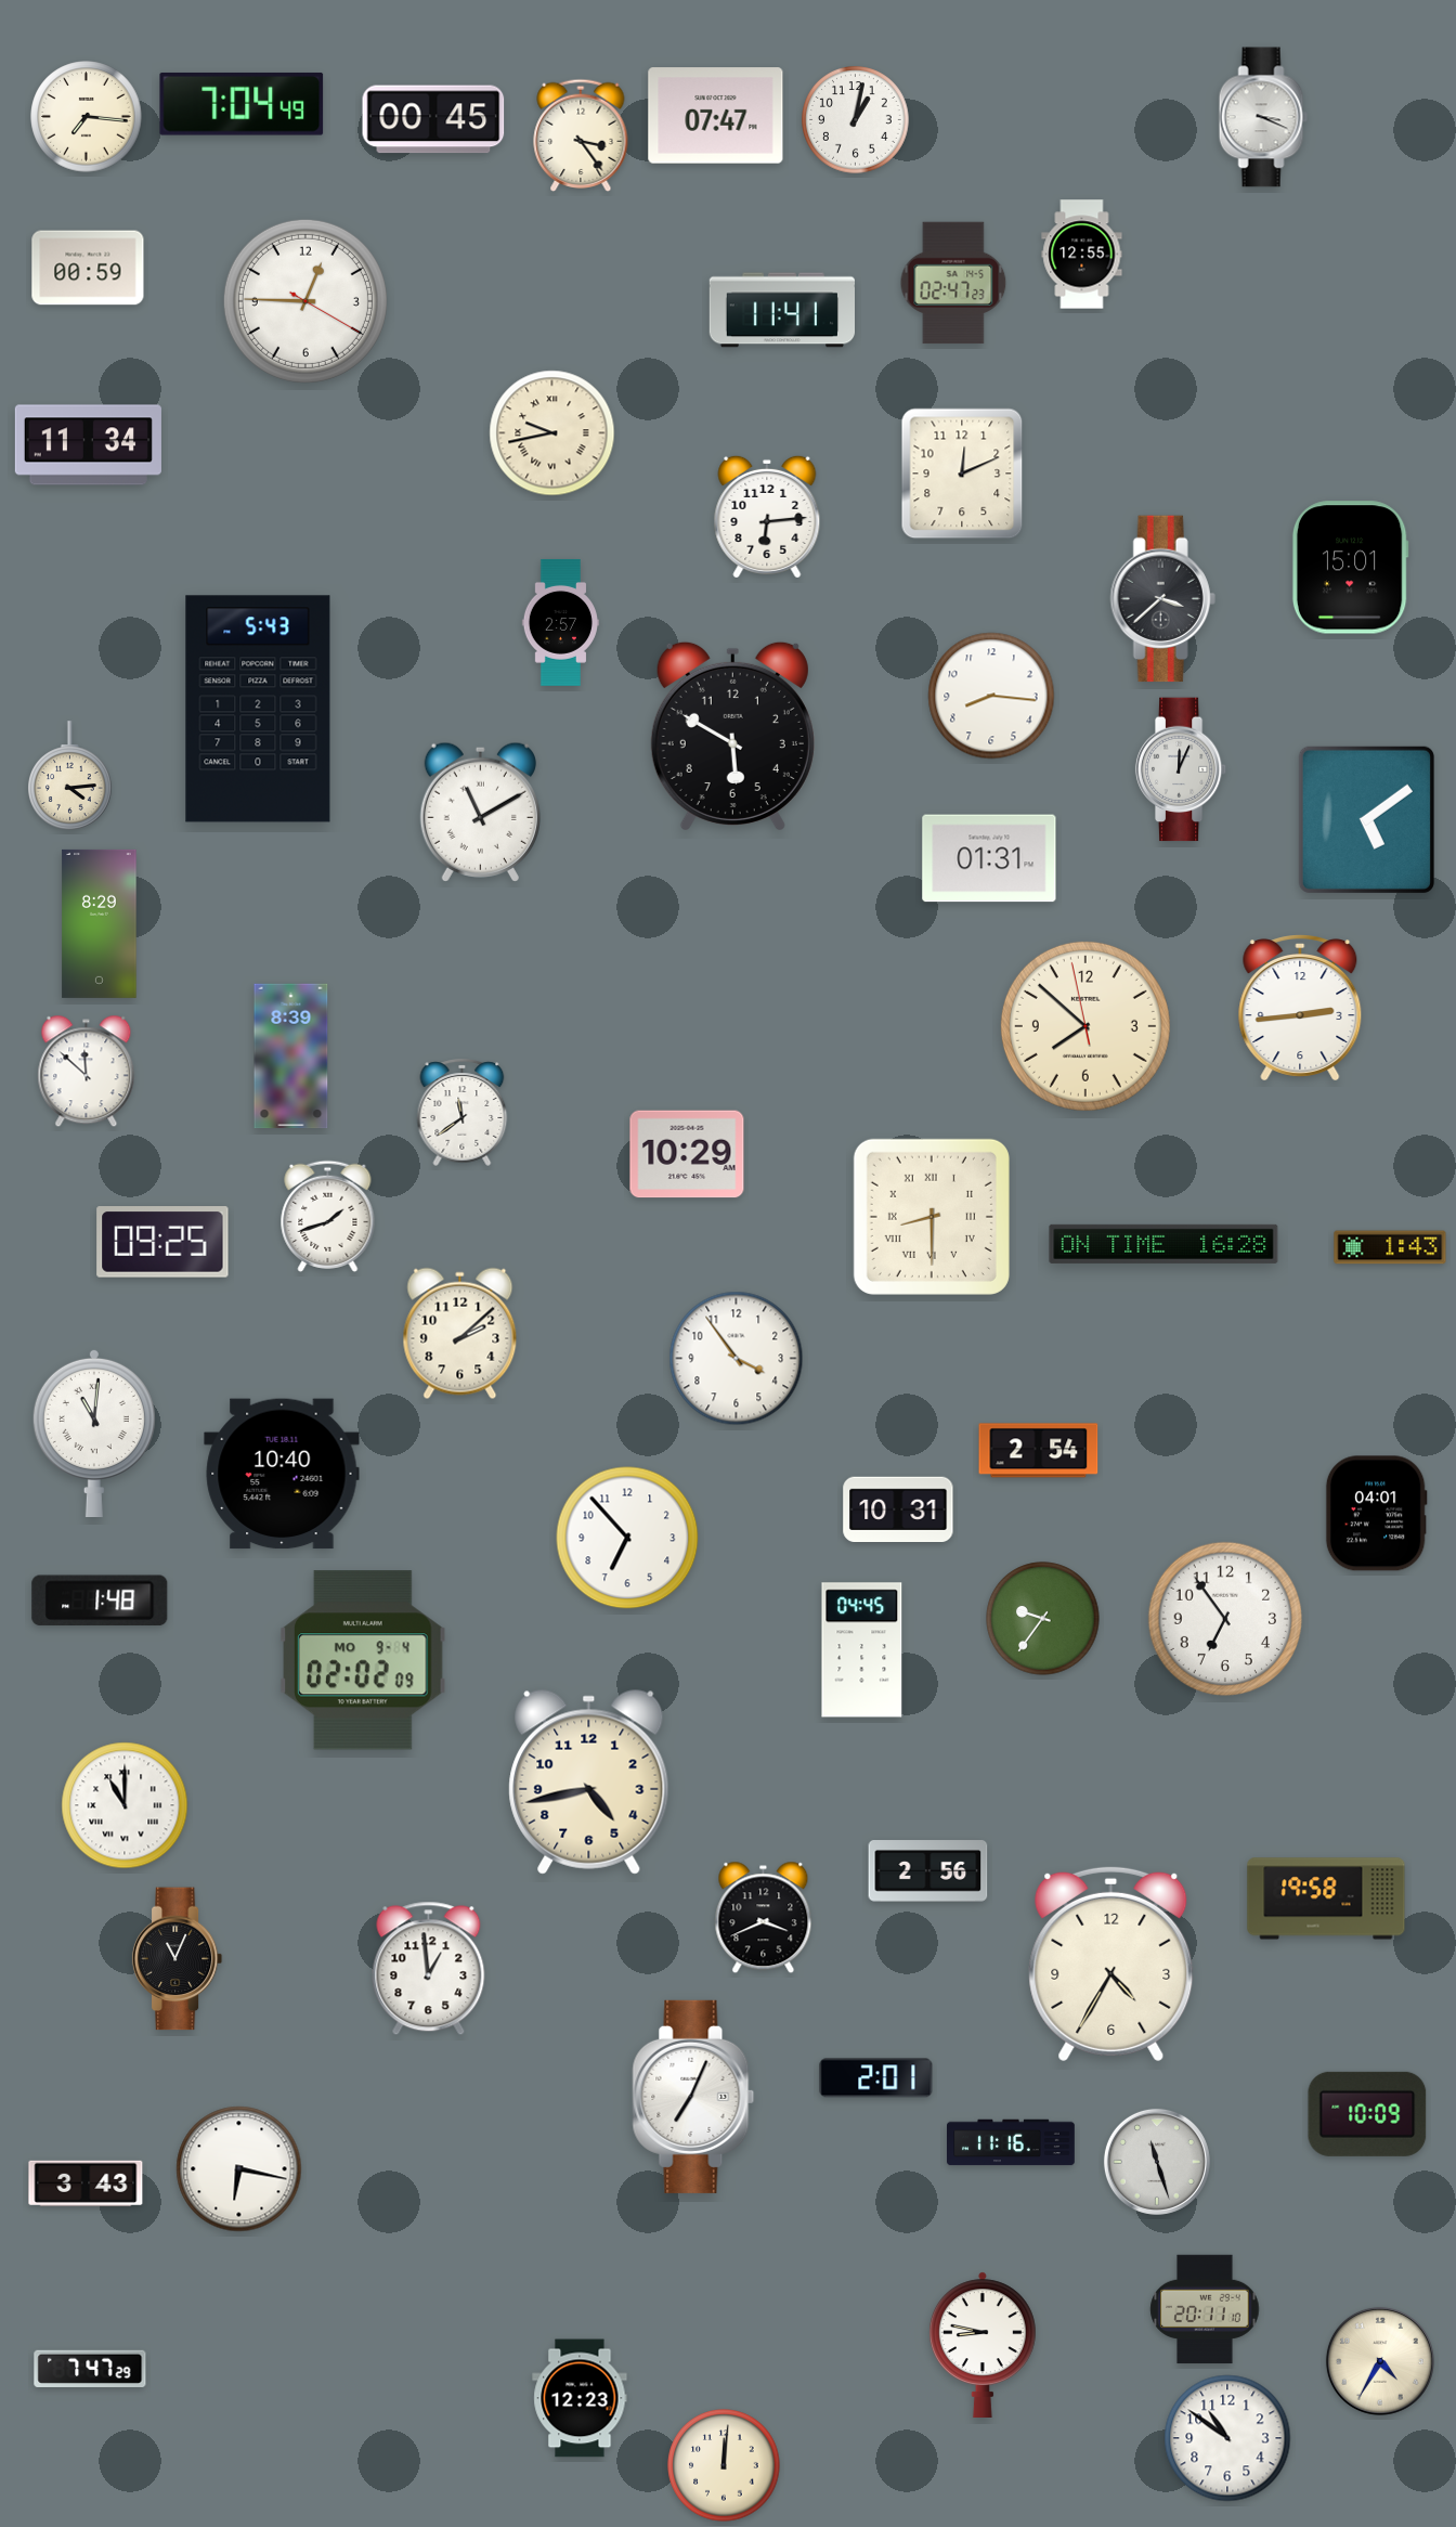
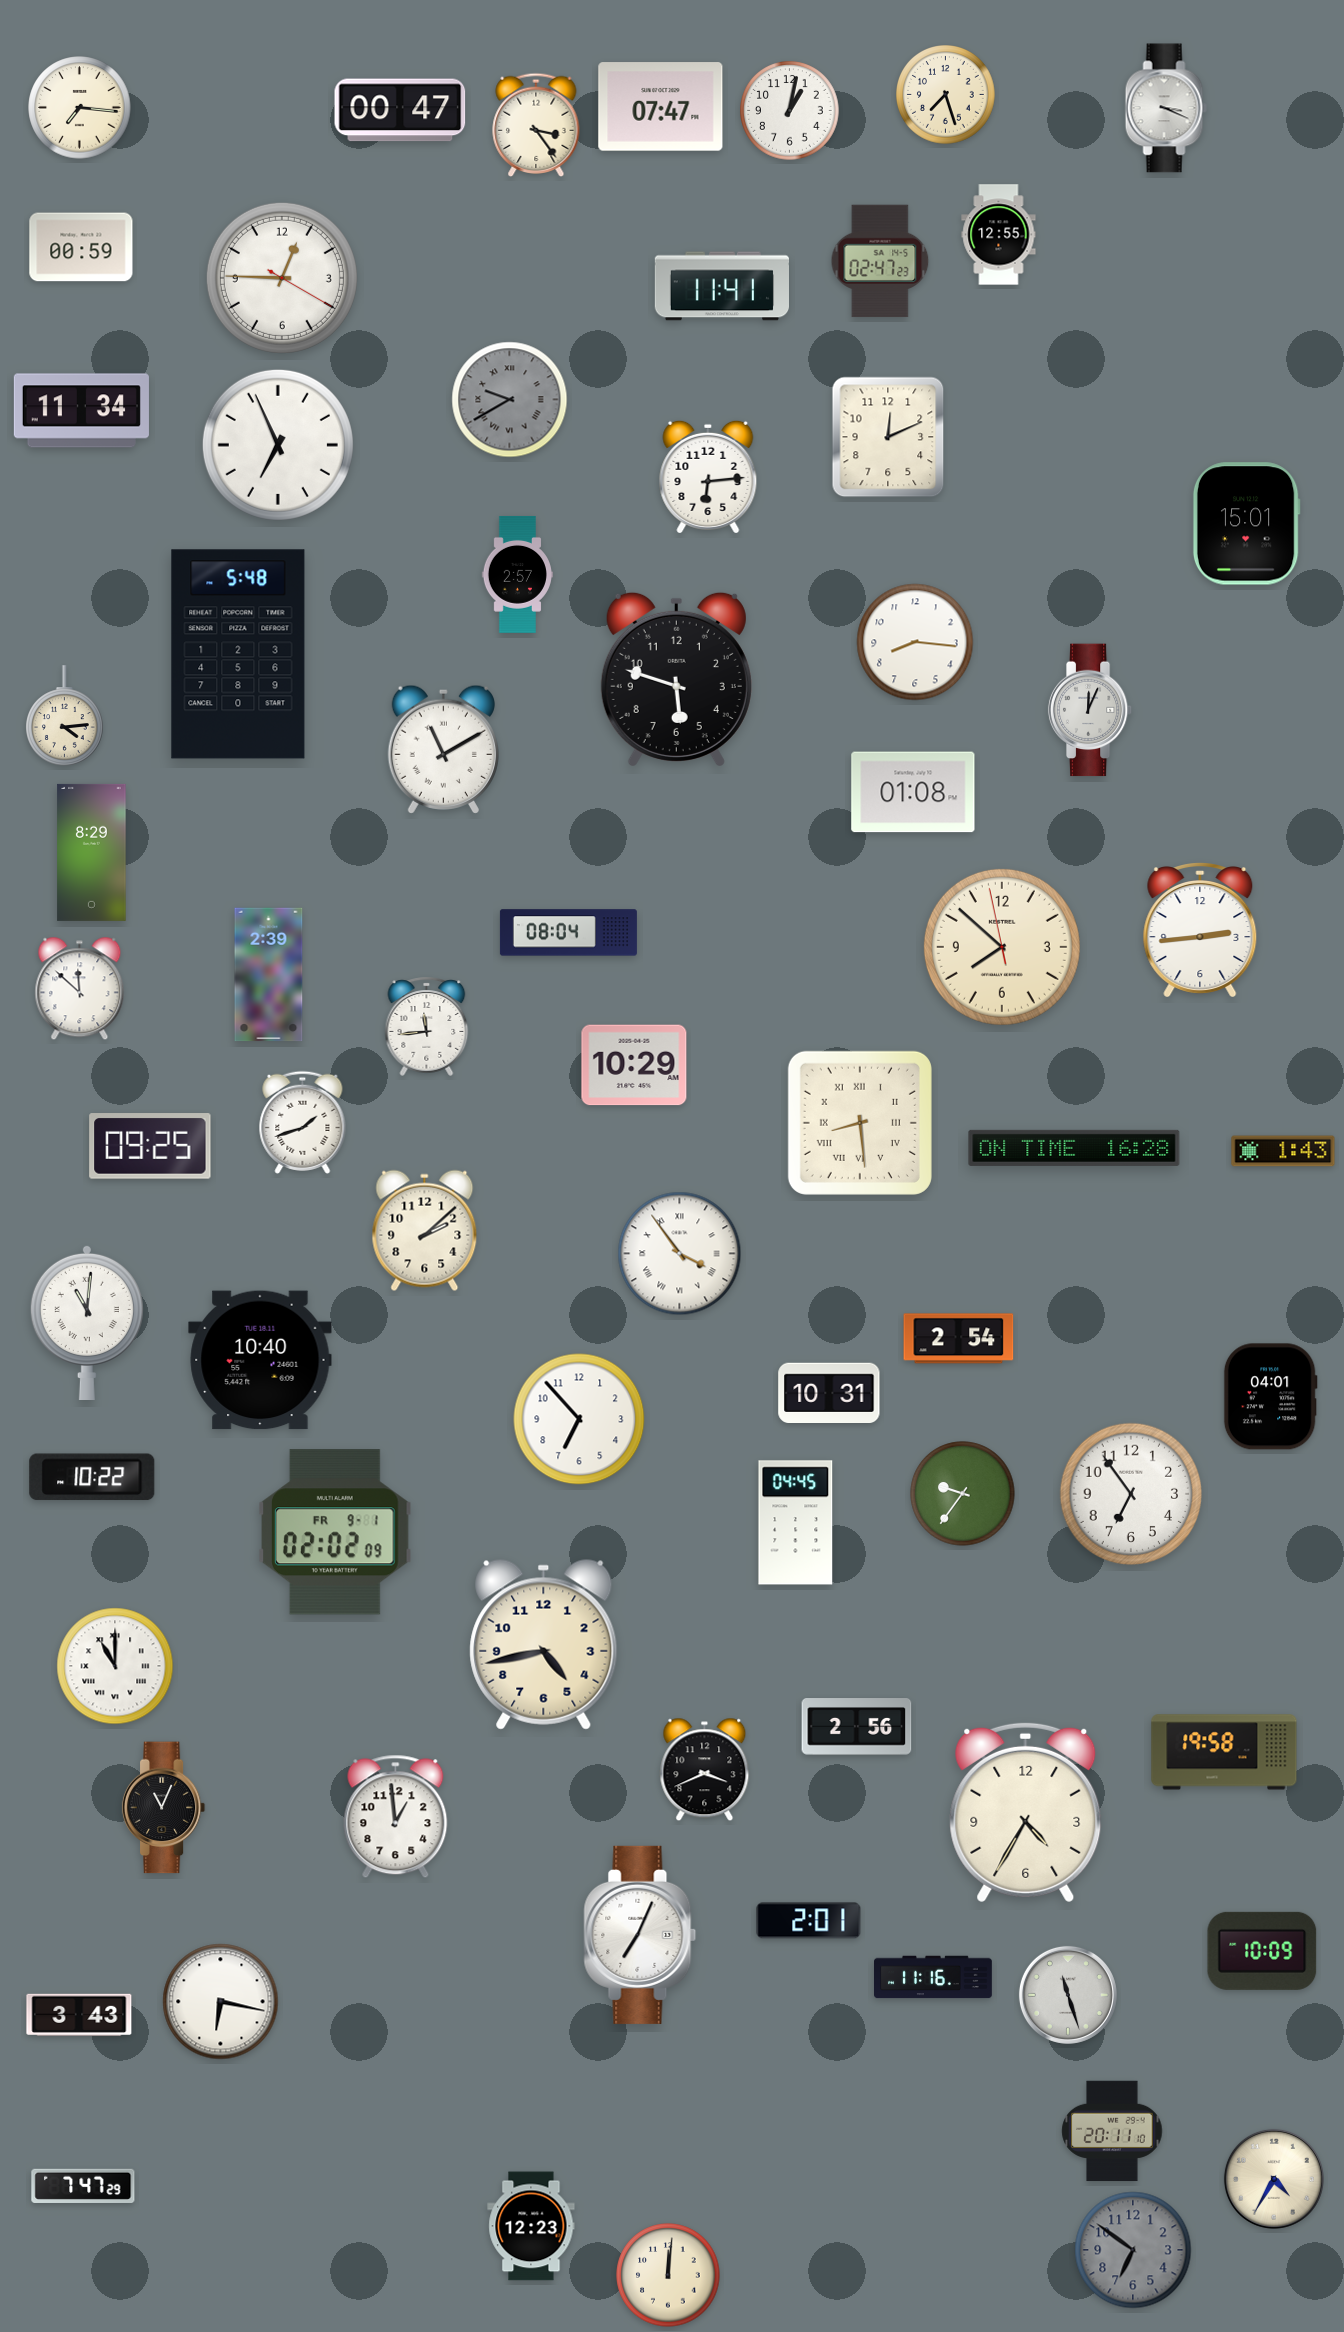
clock at (946, 95): none -> 7:27
clock at (242, 104): 7:04 -> none
clock at (433, 119): 00:45 -> 00:47
clock at (552, 433): 9:43 -> 9:40
clock at (552, 433) dial: cream -> grey
clock at (278, 445): none -> 6:56
clock at (1162, 599): 3:38 -> none
clock at (258, 709): 5:43 -> 5:48
clock at (732, 736): 5:50 -> 5:48
clock at (1366, 819): 5:09 -> none
clock at (989, 858): 01:31 -> 01:08
clock at (568, 933): none -> 08:04
clock at (291, 1057): 8:39 -> 2:39
clock at (463, 1112): 11:39 -> 11:44
clock at (932, 1217): 8:30 -> 8:29
clock at (737, 1359) numerals: Arabic -> Roman
clock at (100, 1601): 1:48 -> 10:22
clock at (364, 1660) date: MO 9-4 -> FR 9-1
clock at (876, 2078) position: (876, 2078) -> (809, 1921)
clock at (983, 2344): 8:47 -> none
clock at (580, 2398) position: (580, 2398) -> (531, 2226)
clock at (1227, 2438): 10:51 -> 6:51
clock at (1227, 2438) dial: white -> grey
